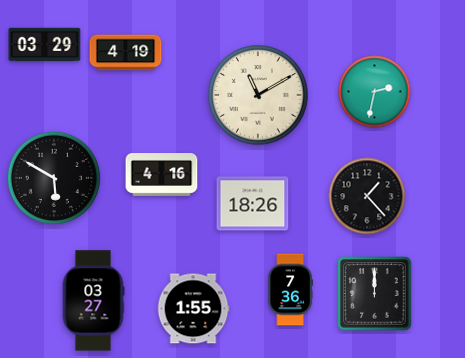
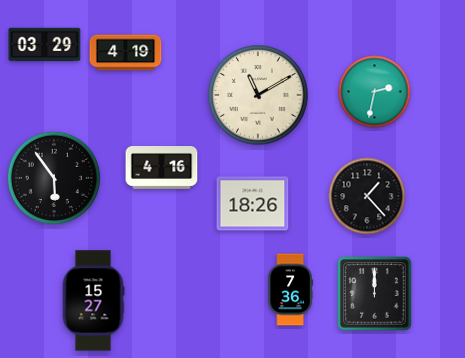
clock at (162, 175) position: (162, 175) -> (162, 168)
clock at (54, 178): 5:50 -> 5:54
clock at (93, 301): 03:27 -> 15:27
clock at (193, 309): 1:55 -> none
